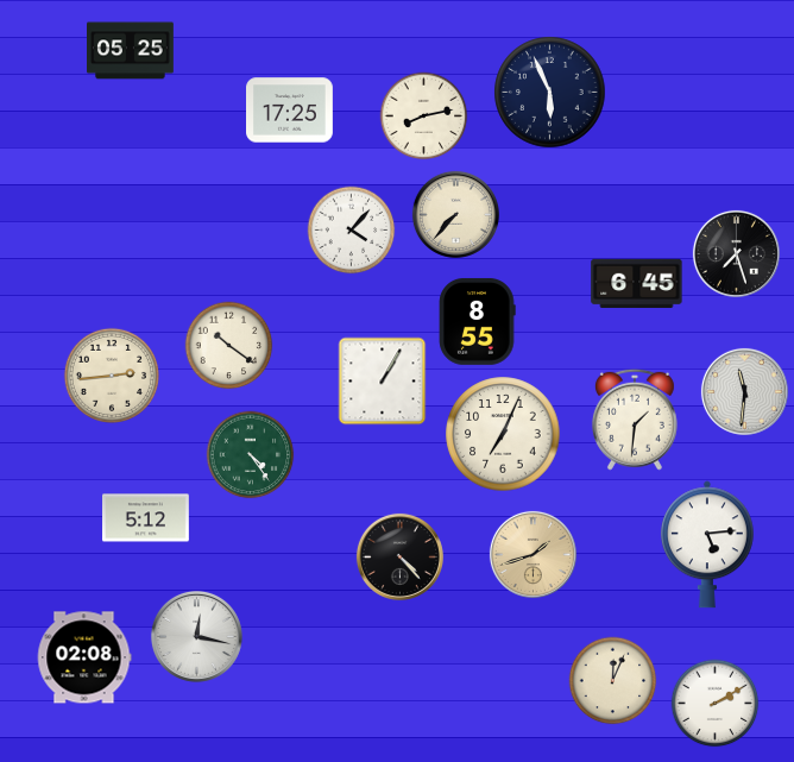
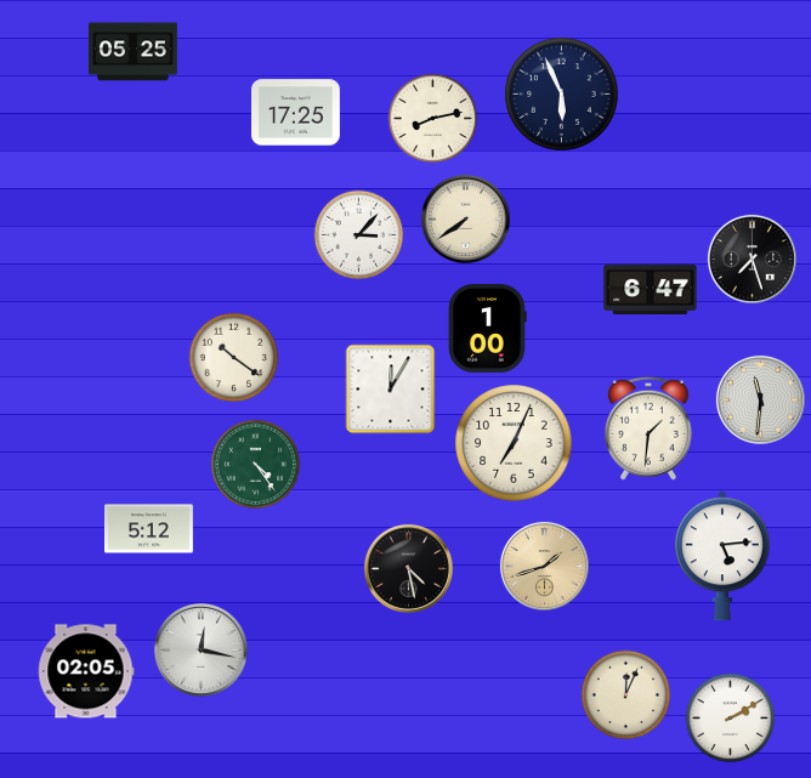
clock at (455, 214): 7:37 -> 7:39
clock at (352, 231): 4:07 -> 3:07
clock at (637, 283): 6:45 -> 6:47
clock at (477, 321): 8:55 -> 1:00
clock at (229, 346) position: (229, 346) -> (234, 358)
clock at (111, 374): 2:44 -> none
clock at (383, 382): 1:05 -> 12:05
clock at (399, 556): 4:23 -> 4:28
clock at (84, 657): 02:08 -> 02:05
